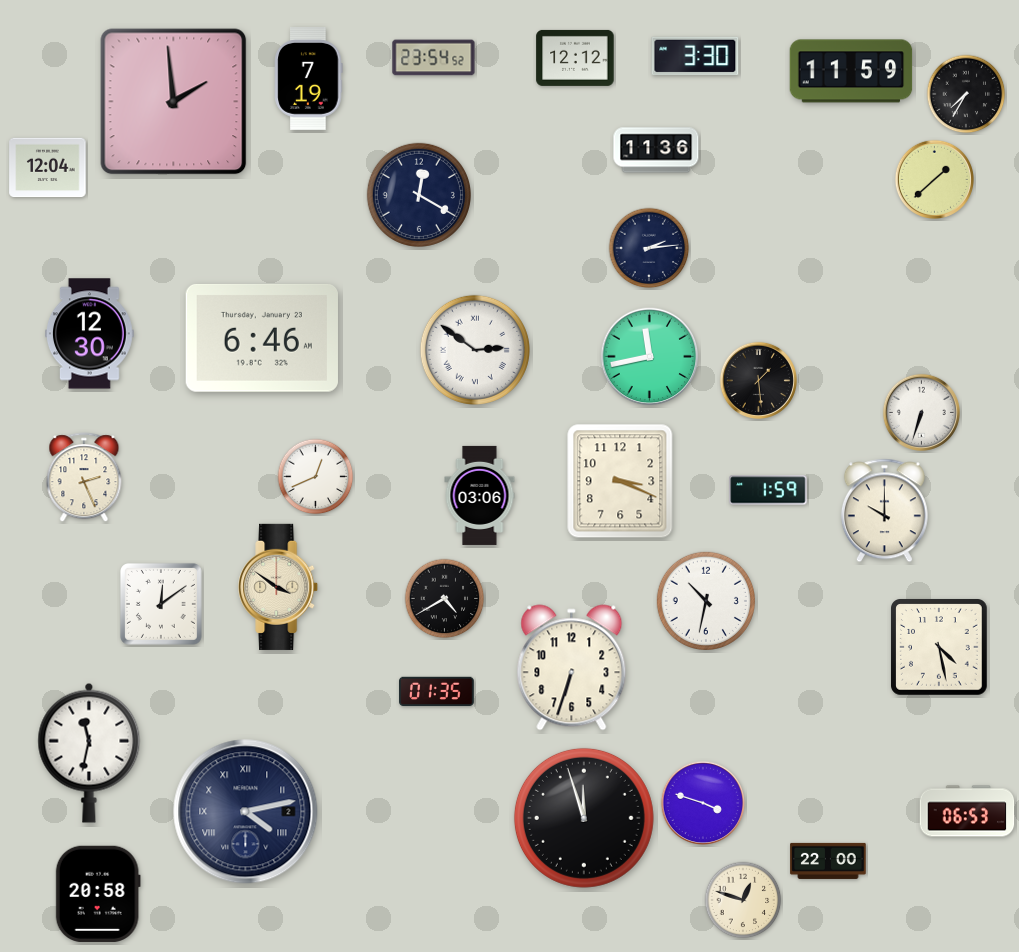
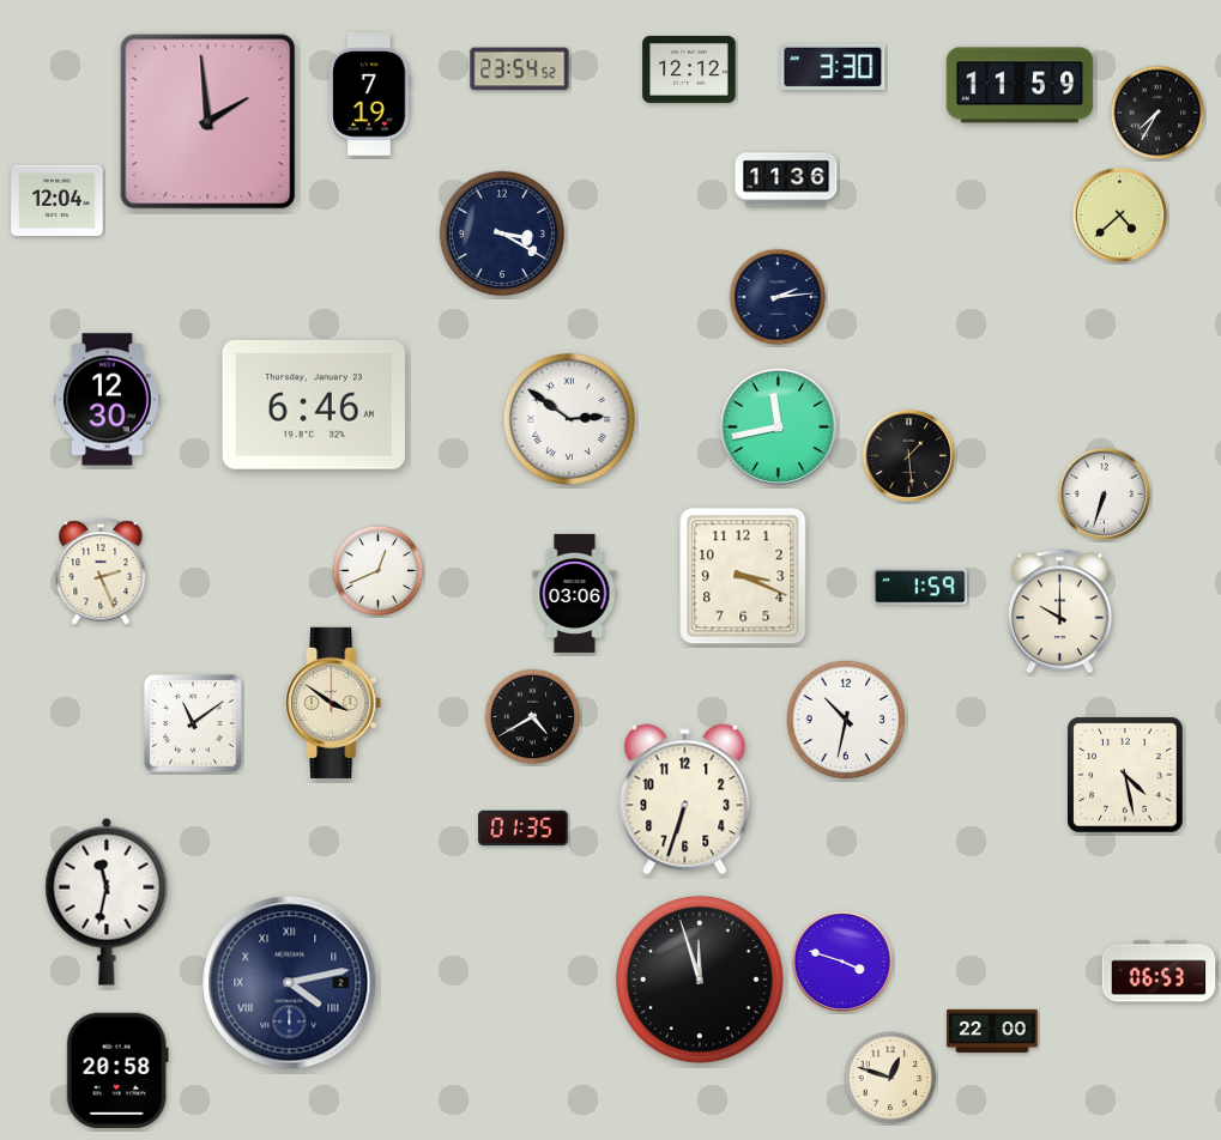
clock at (934, 179): 1:38 -> 4:38
clock at (419, 195): 12:20 -> 3:20
clock at (161, 604): 12:09 -> 11:09
clock at (246, 812) position: (246, 812) -> (290, 983)
